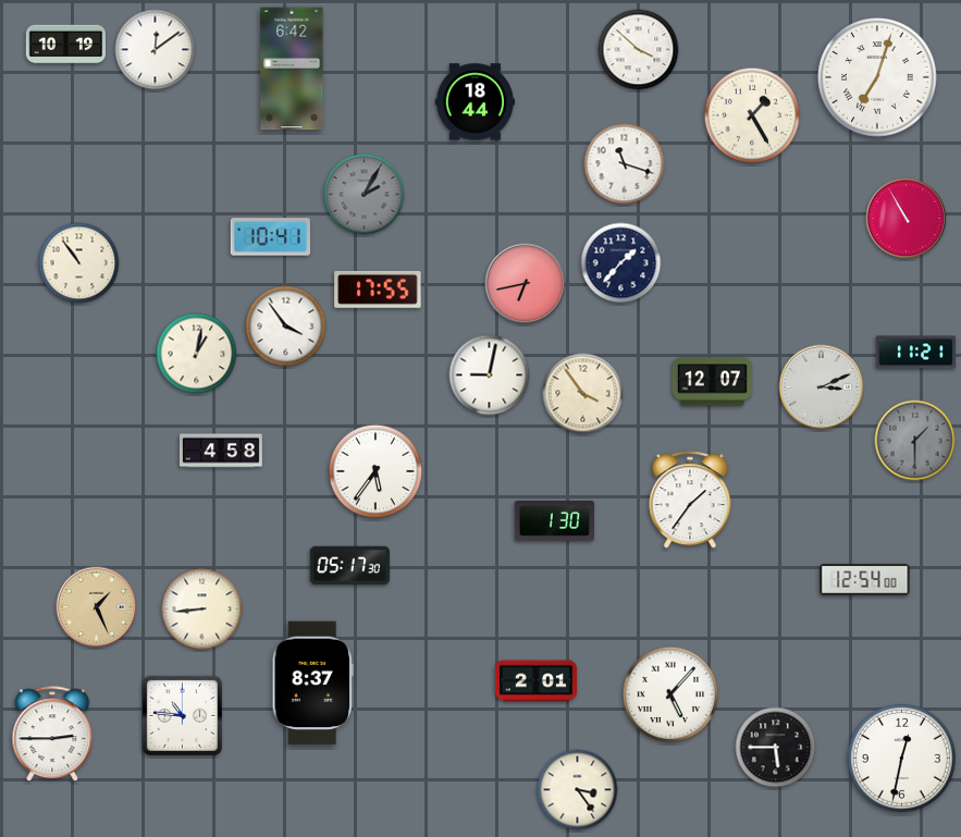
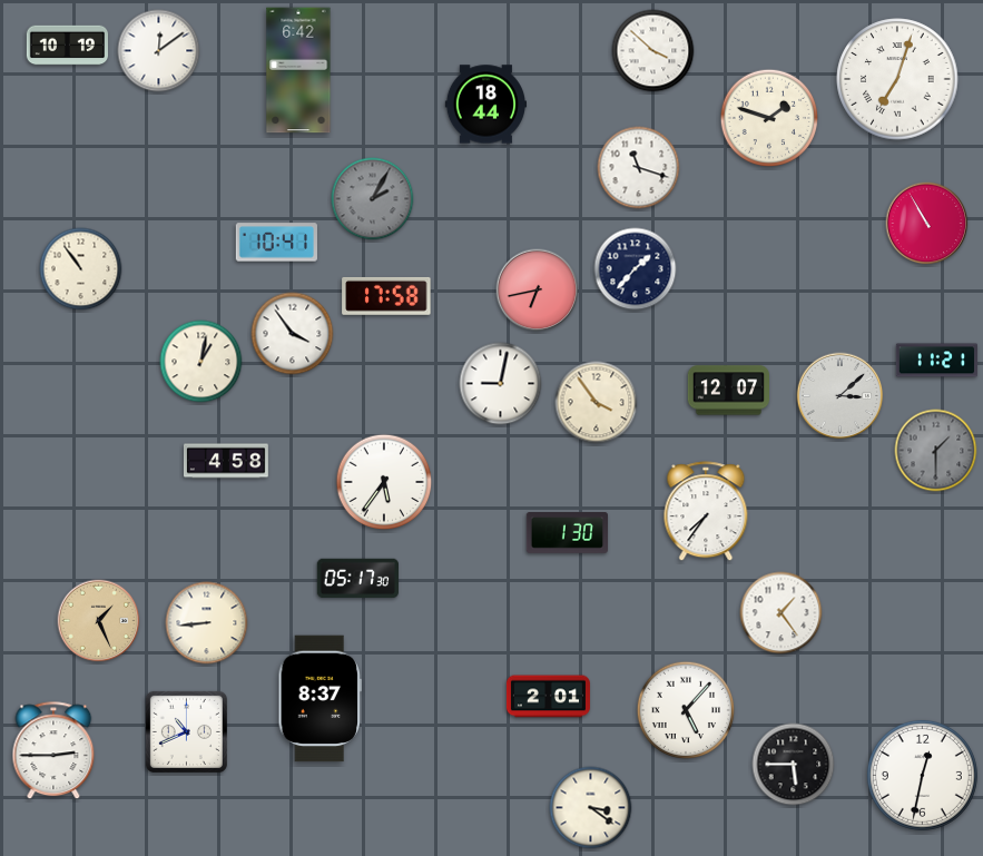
clock at (752, 115): 1:25 -> 1:48
clock at (378, 290): 17:55 -> 17:58
clock at (822, 387): 3:11 -> 3:08
clock at (690, 501): 1:36 -> 7:36
clock at (865, 580): 12:54 -> none
clock at (782, 613): none -> 1:24
clock at (182, 715): 10:46 -> 10:41
clock at (578, 790): 3:24 -> 3:21
